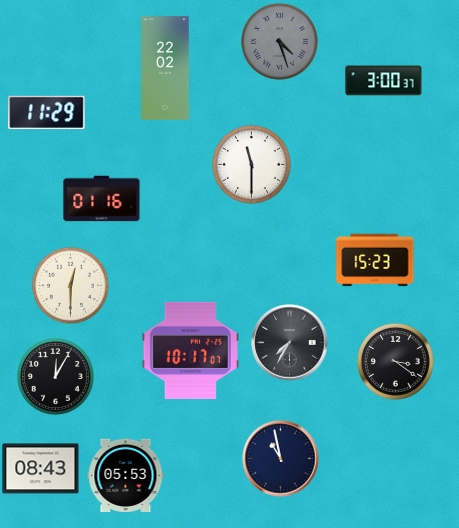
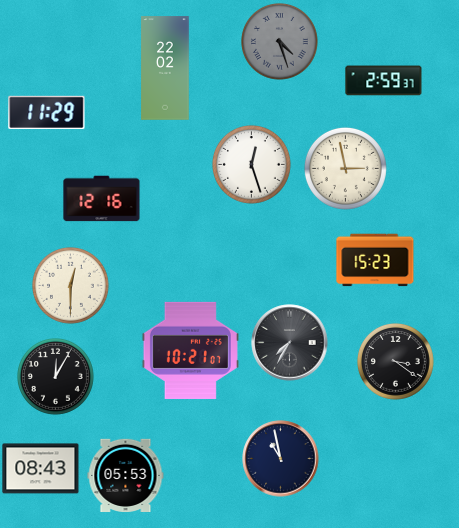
clock at (384, 81): 3:00 -> 2:59
clock at (251, 164): 11:30 -> 12:27
clock at (345, 168): none -> 2:58
clock at (102, 199): 01:16 -> 12:16
clock at (190, 350): 10:17 -> 10:21
